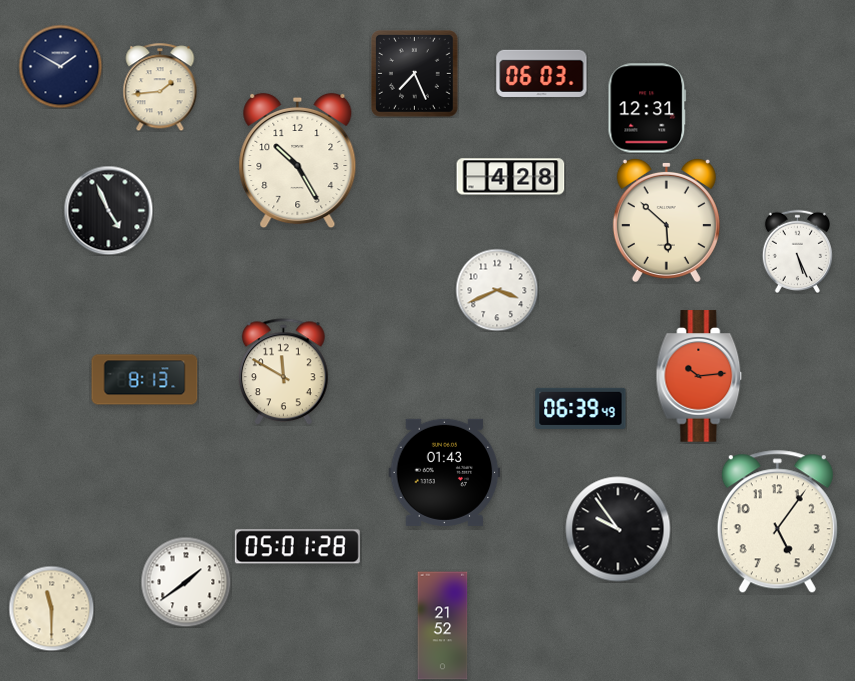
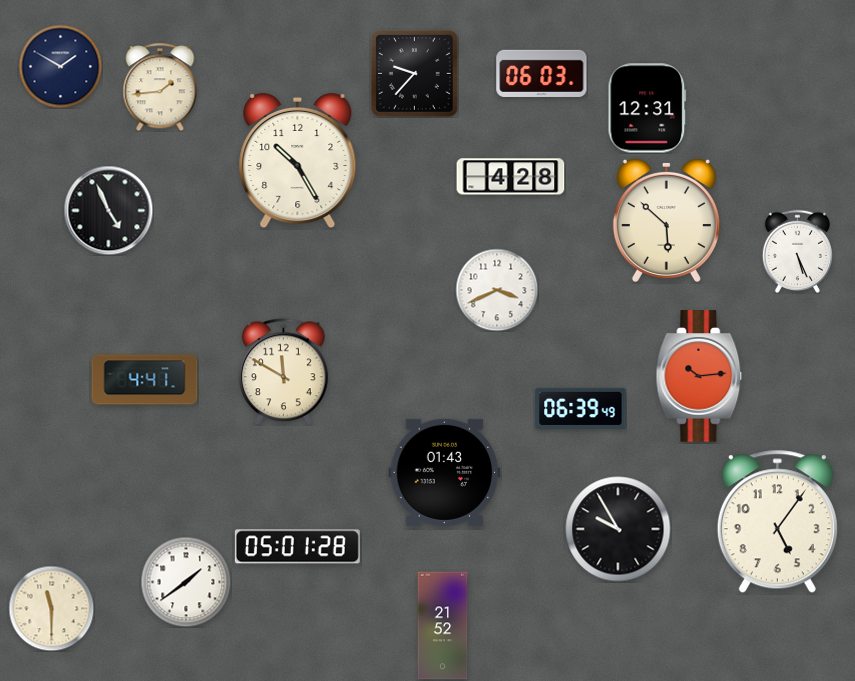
clock at (415, 74): 7:26 -> 9:37
clock at (145, 380): 8:13 -> 4:41
clock at (618, 529): 9:54 -> 9:55
